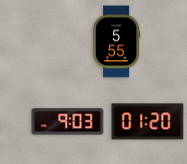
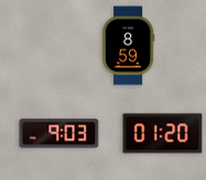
clock at (117, 42): 5:55 -> 8:59
clock at (68, 122) position: (68, 122) -> (59, 134)
